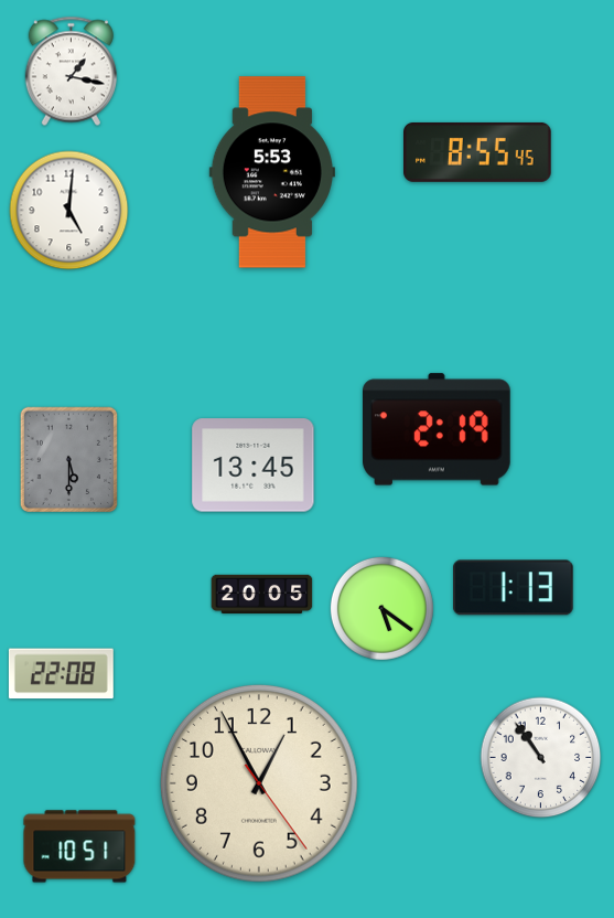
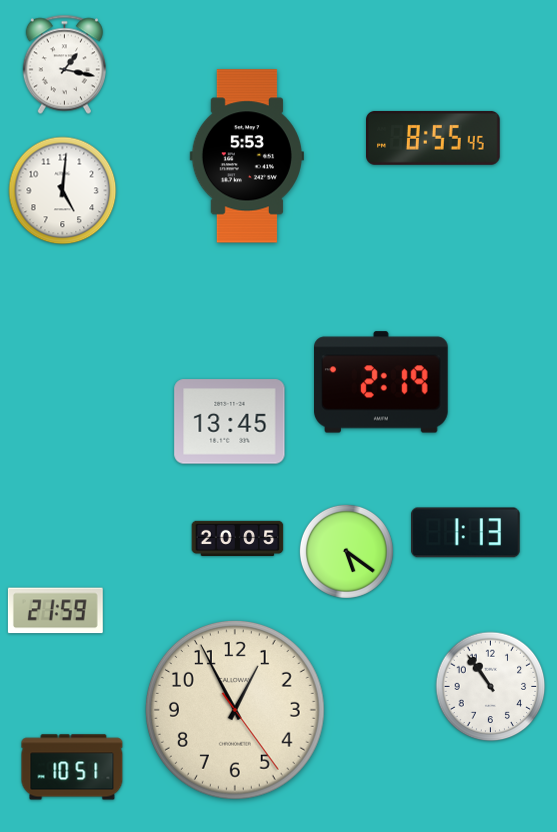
clock at (438, 429) position: (438, 429) -> (382, 382)
clock at (69, 460): 5:30 -> none
clock at (61, 674): 22:08 -> 21:59
